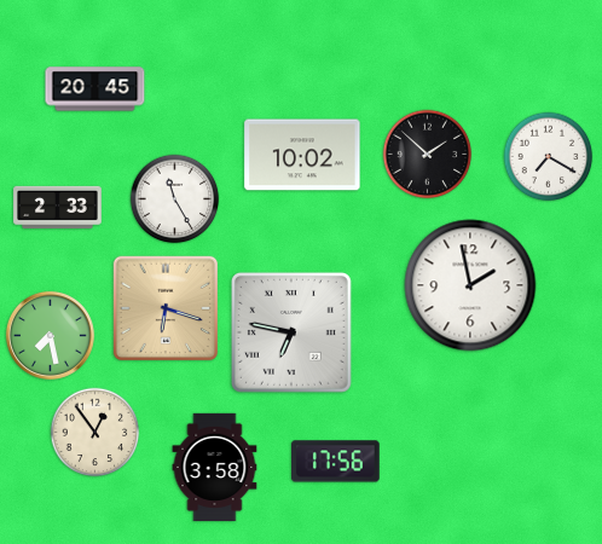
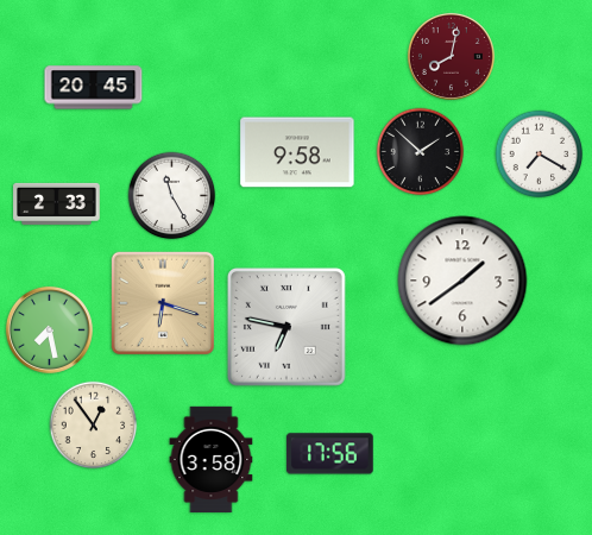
clock at (451, 56): none -> 8:02
clock at (302, 155): 10:02 -> 9:58
clock at (470, 285): 1:58 -> 1:39
